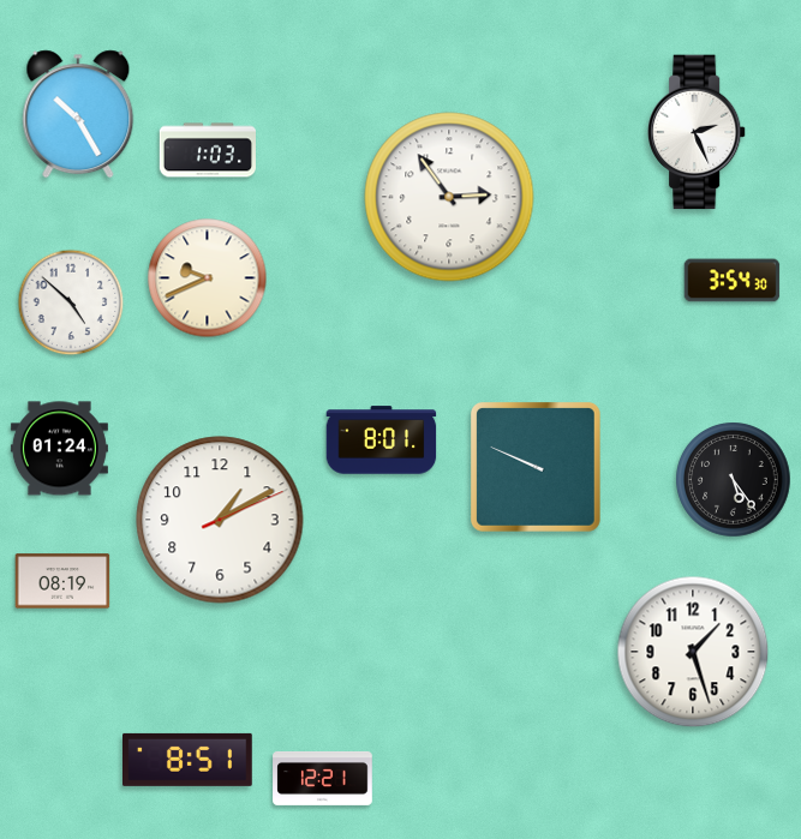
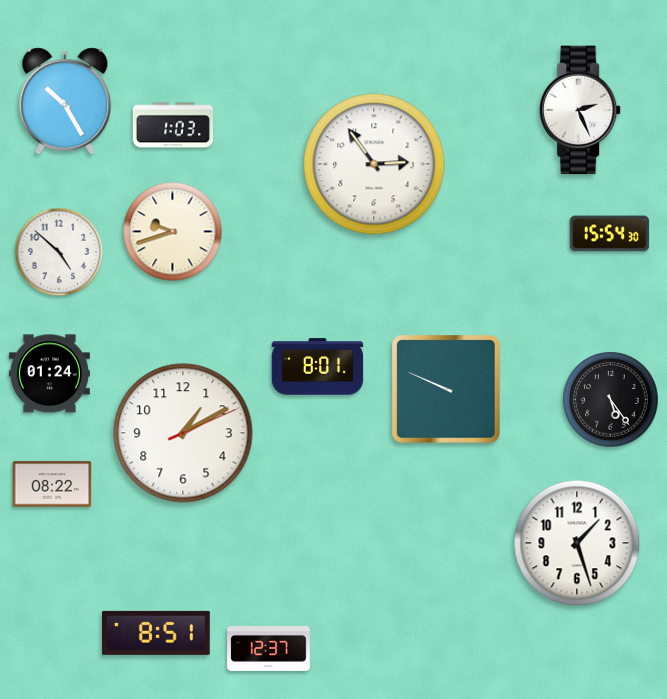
clock at (78, 114) position: (78, 114) -> (65, 101)
clock at (208, 278): 9:41 -> 9:42
clock at (733, 281): 3:54 -> 15:54
clock at (62, 581): 08:19 -> 08:22
clock at (323, 778): 12:21 -> 12:37
